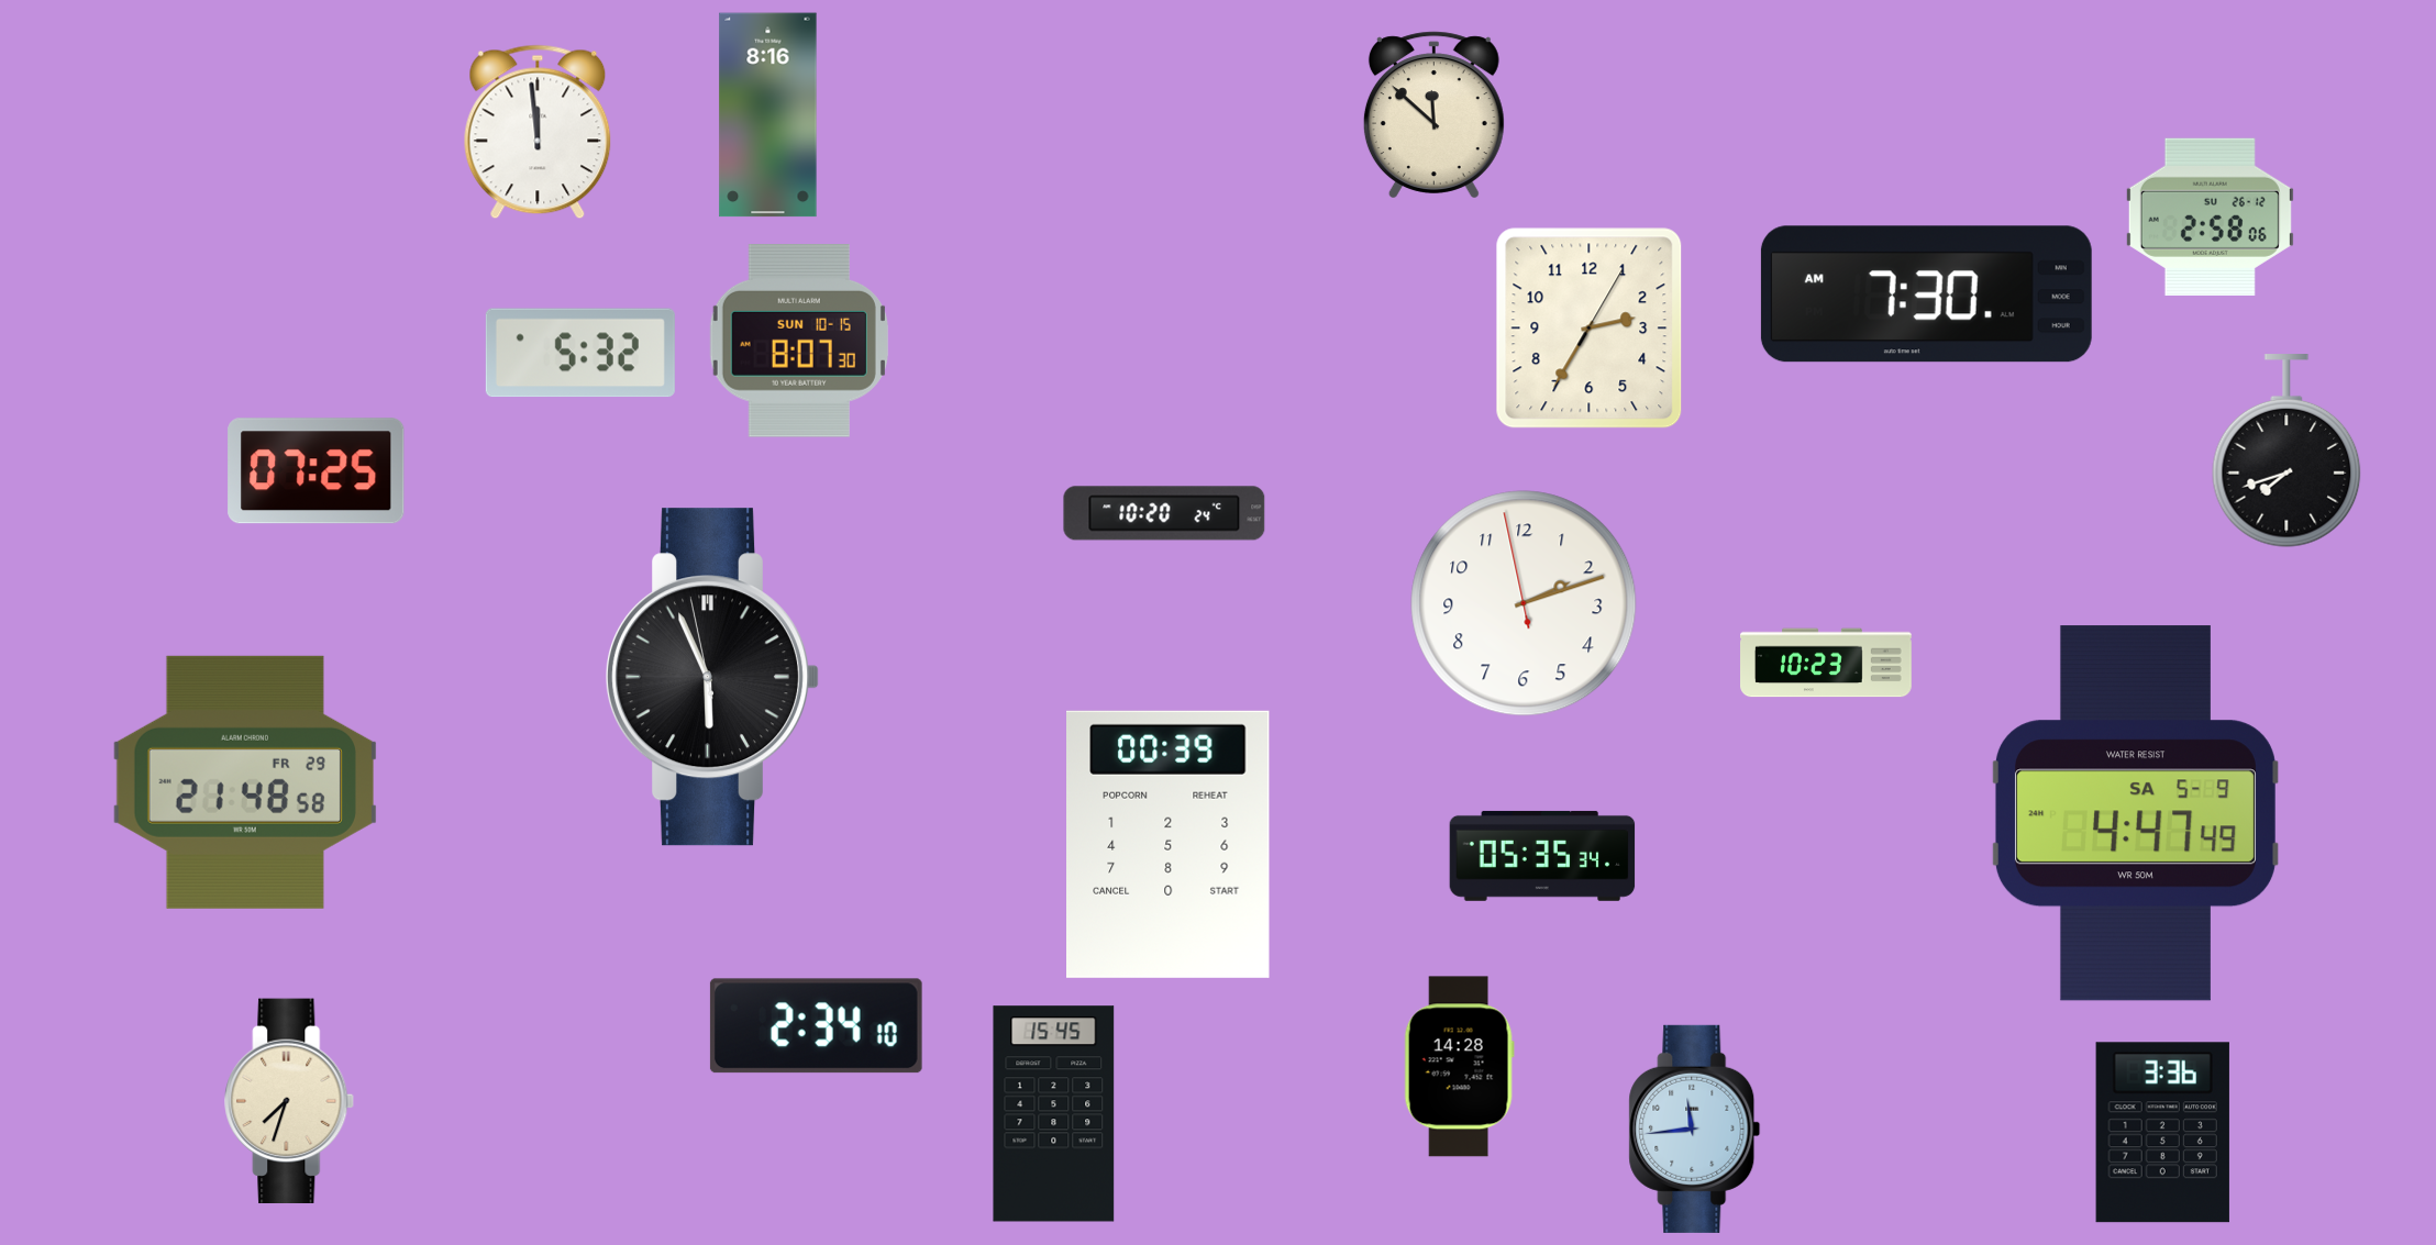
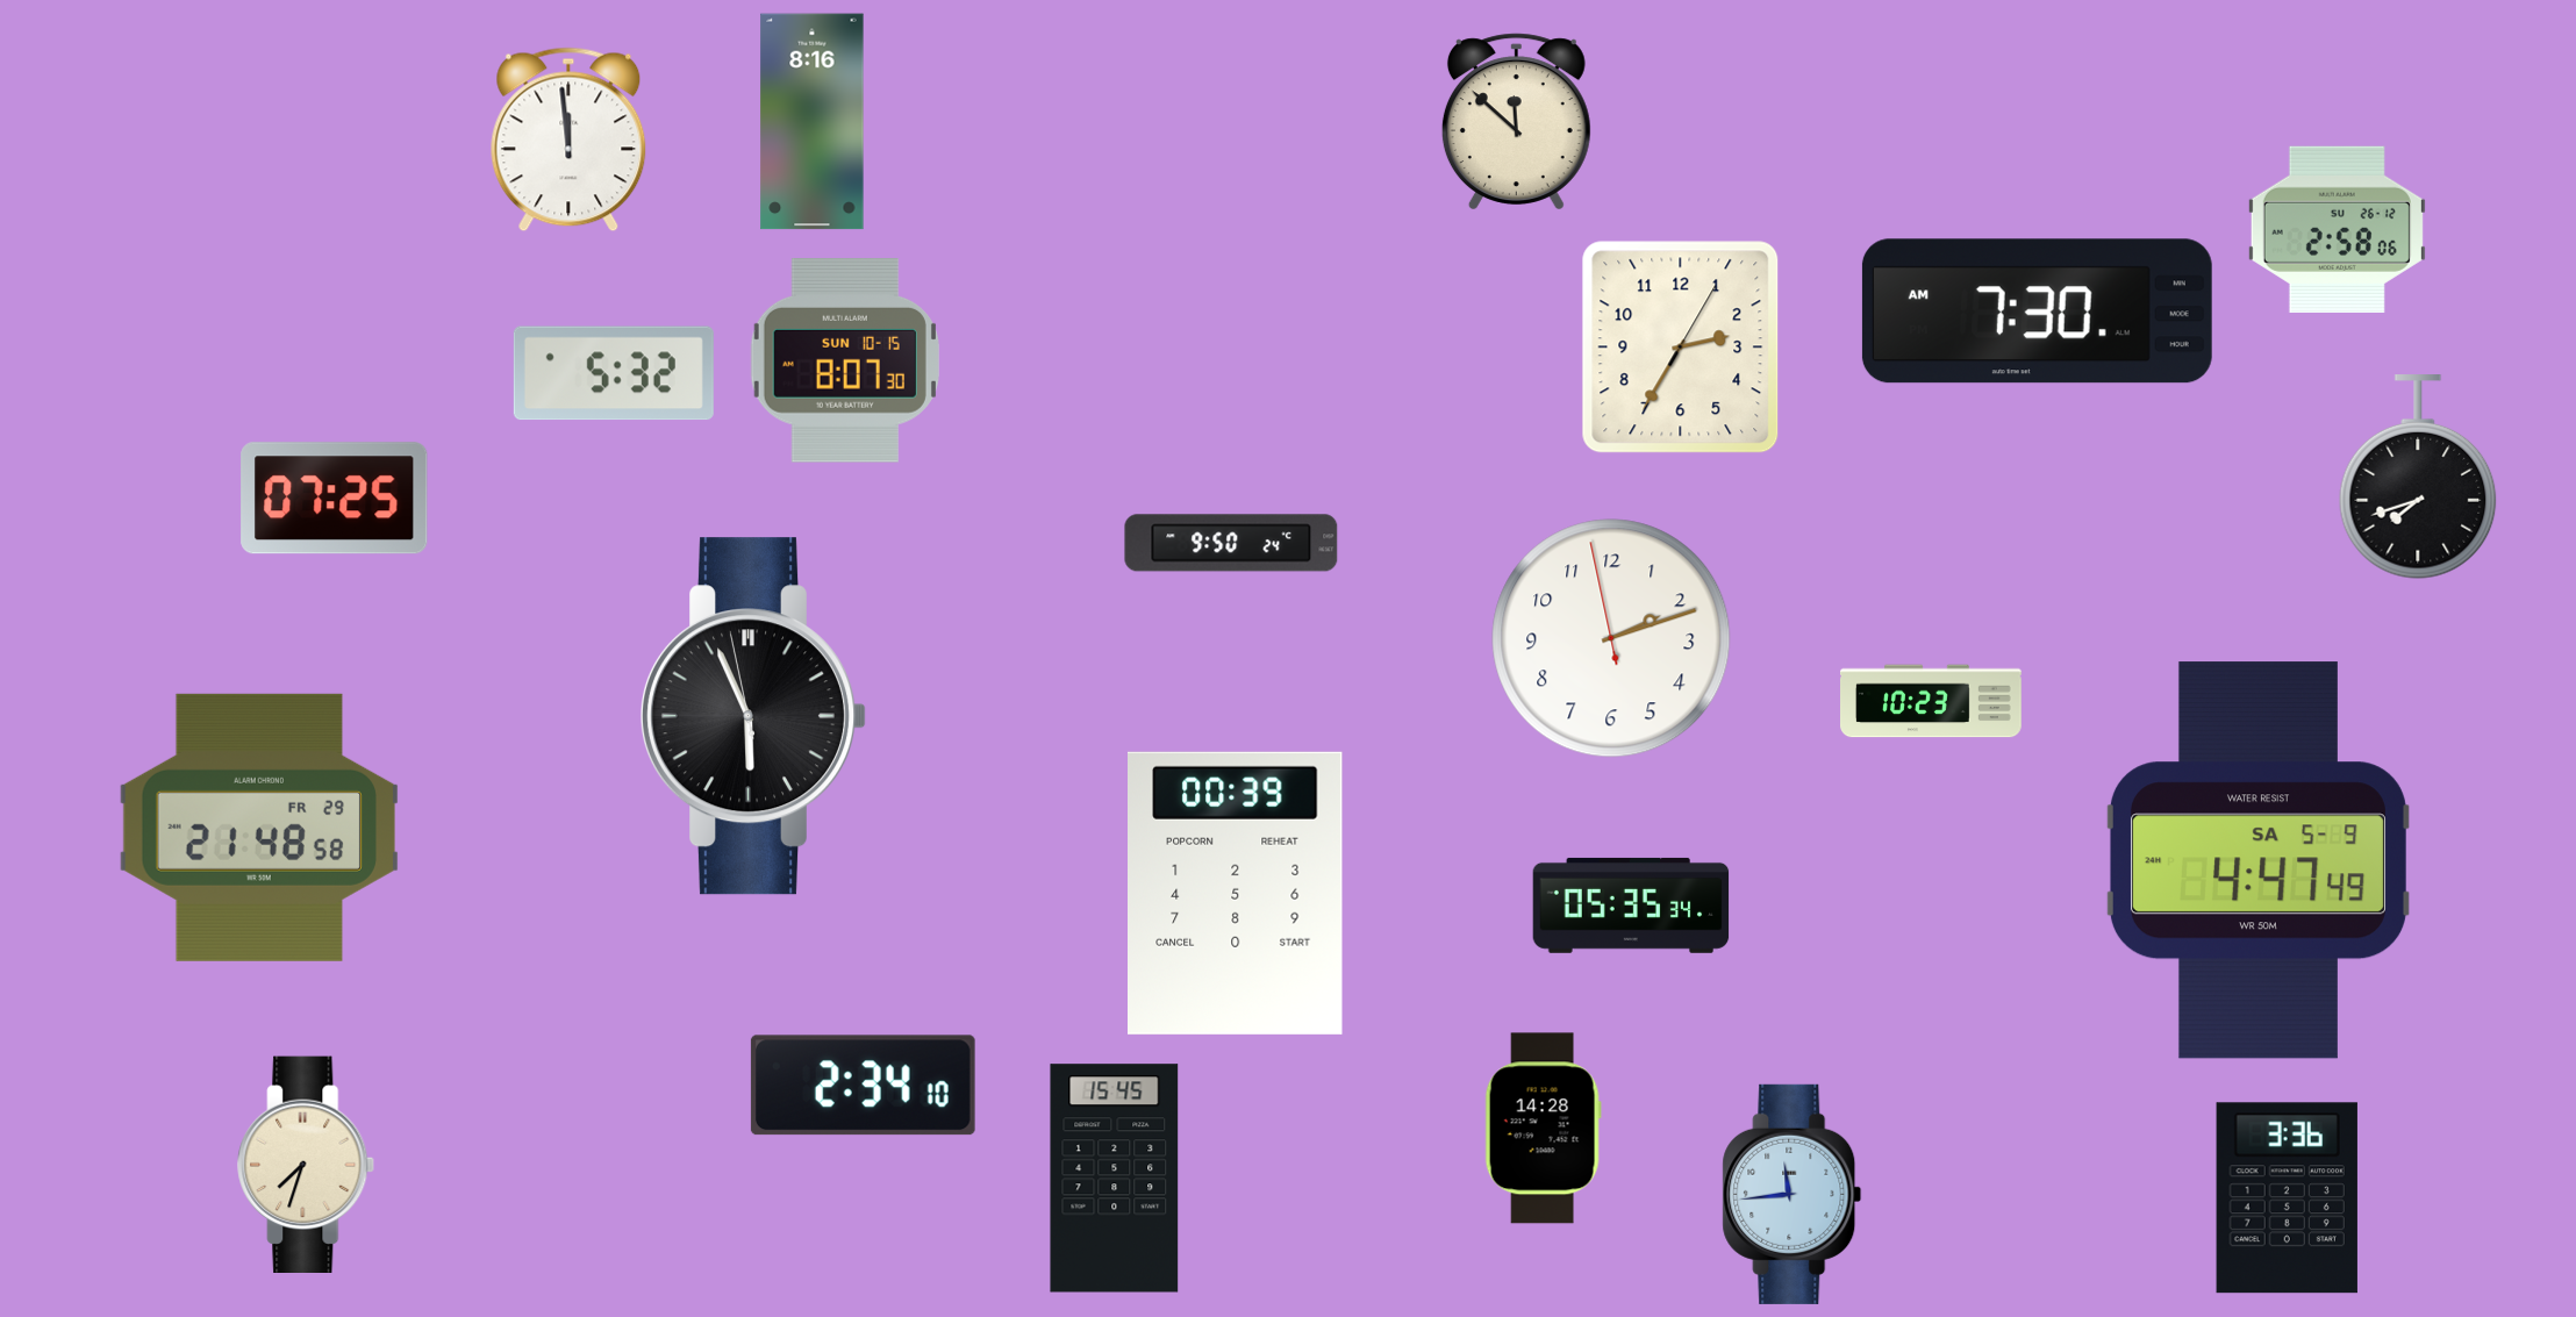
clock at (1164, 513): 10:20 -> 9:50
